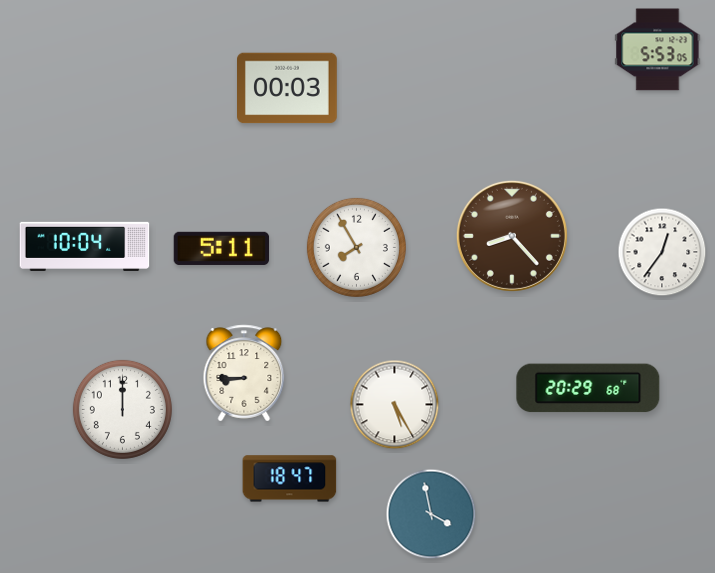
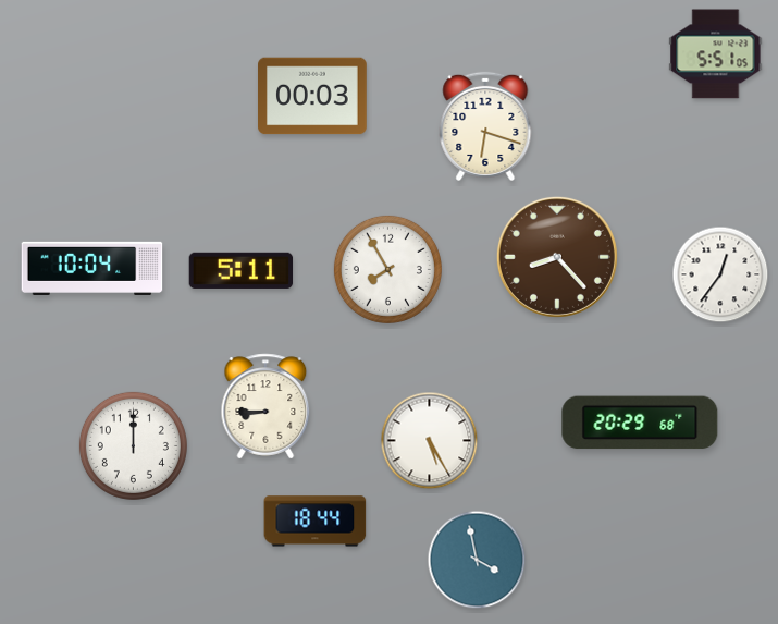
clock at (658, 50): 5:53 -> 5:51
clock at (485, 126): none -> 6:18
clock at (290, 479): 18:47 -> 18:44
clock at (431, 514) position: (431, 514) -> (477, 560)
